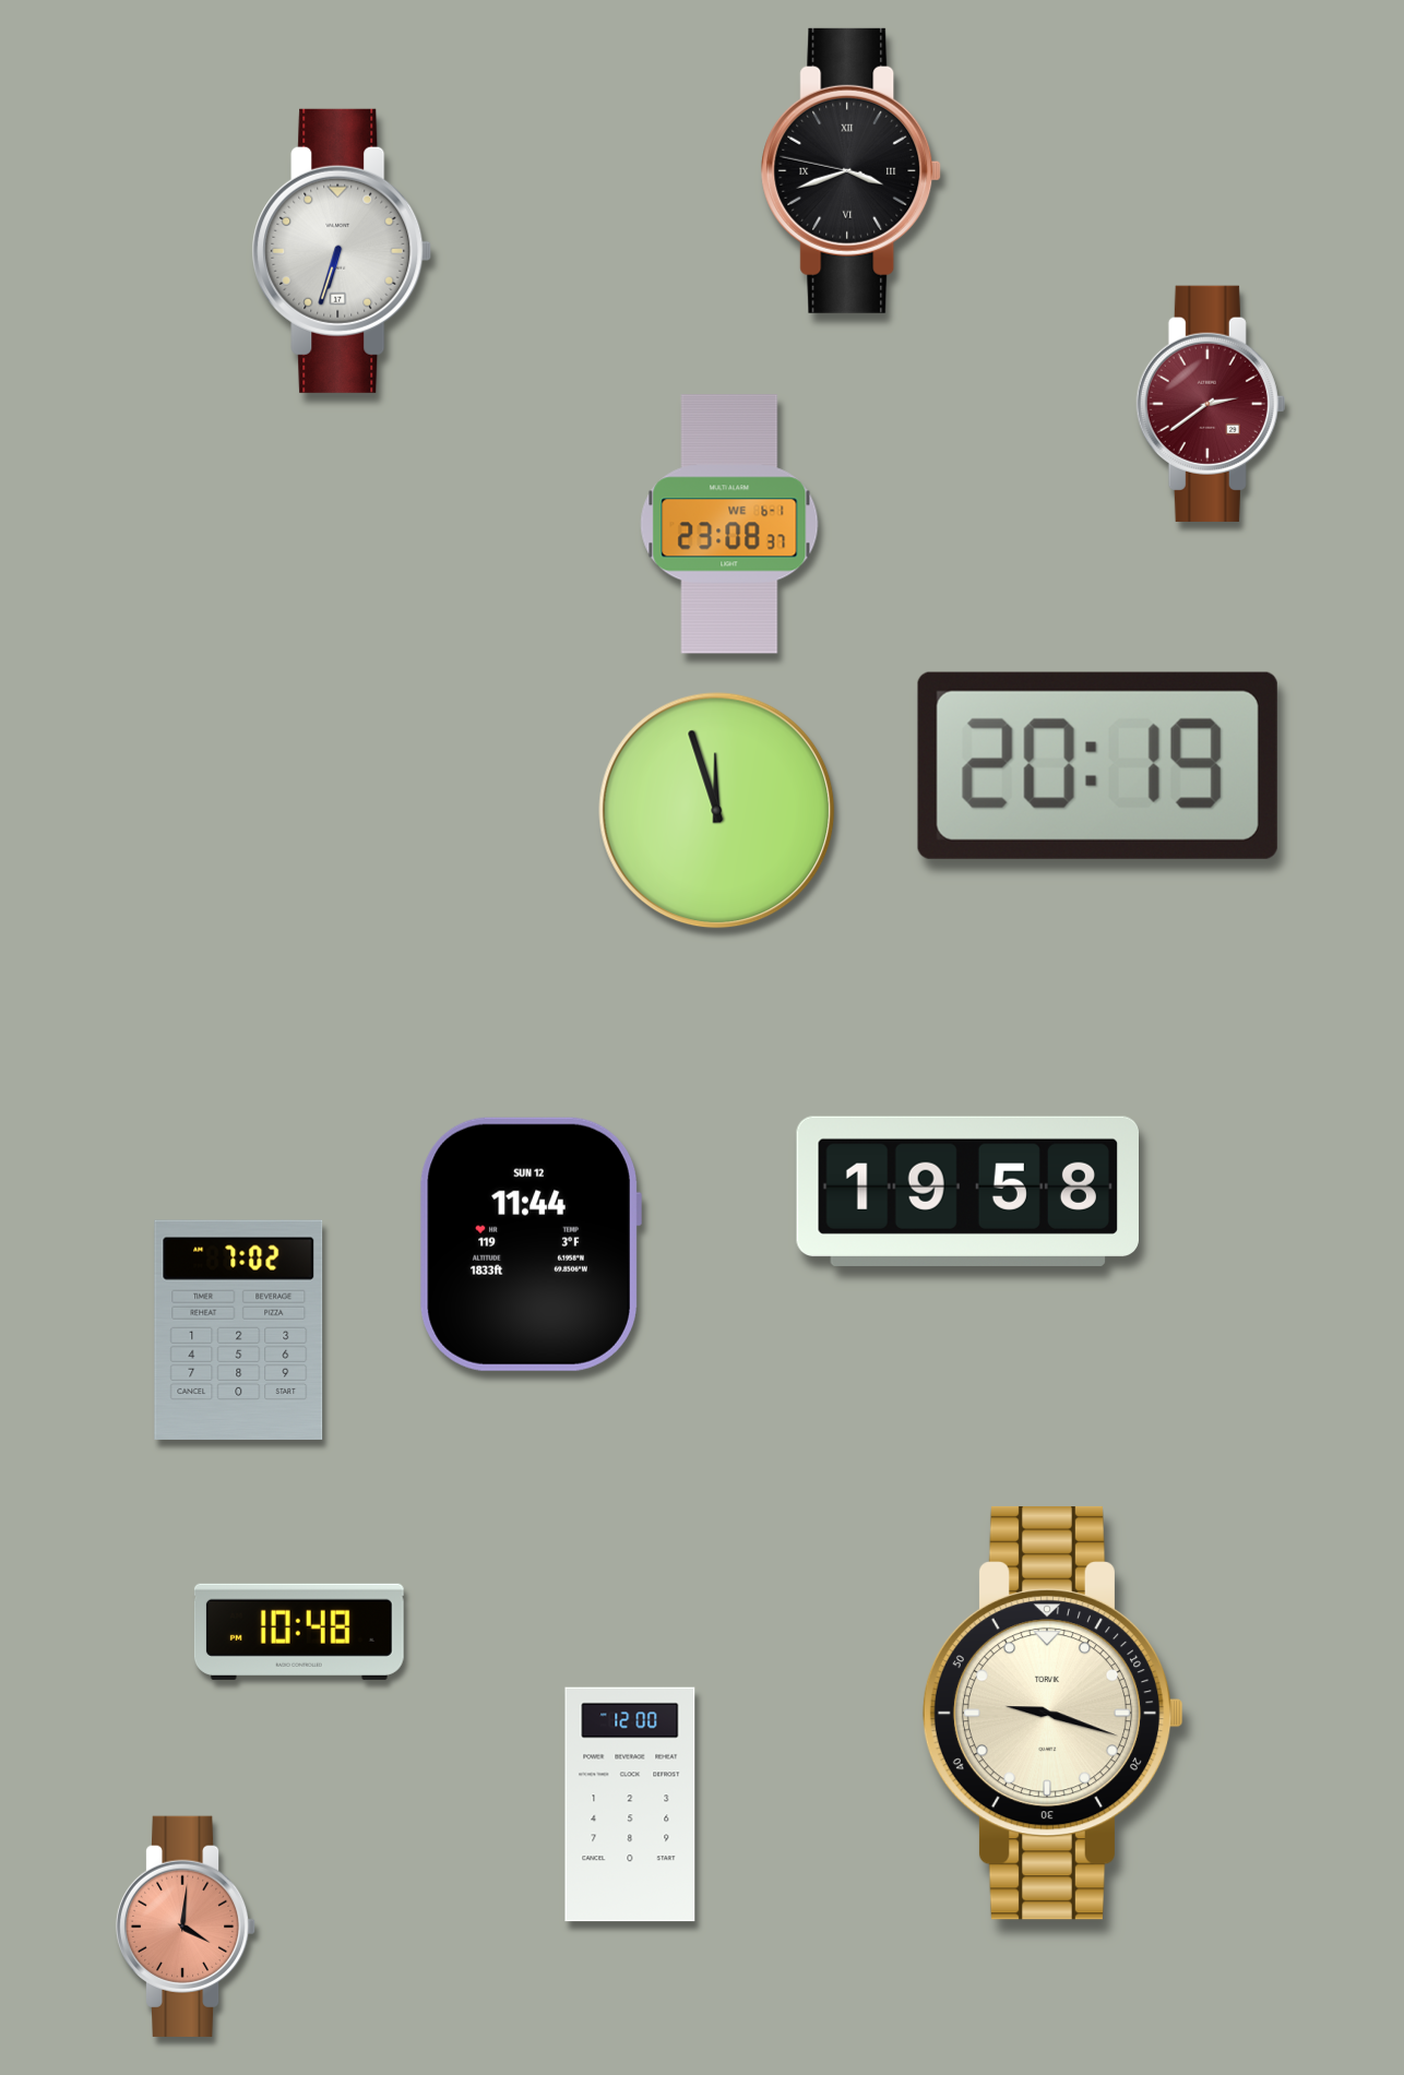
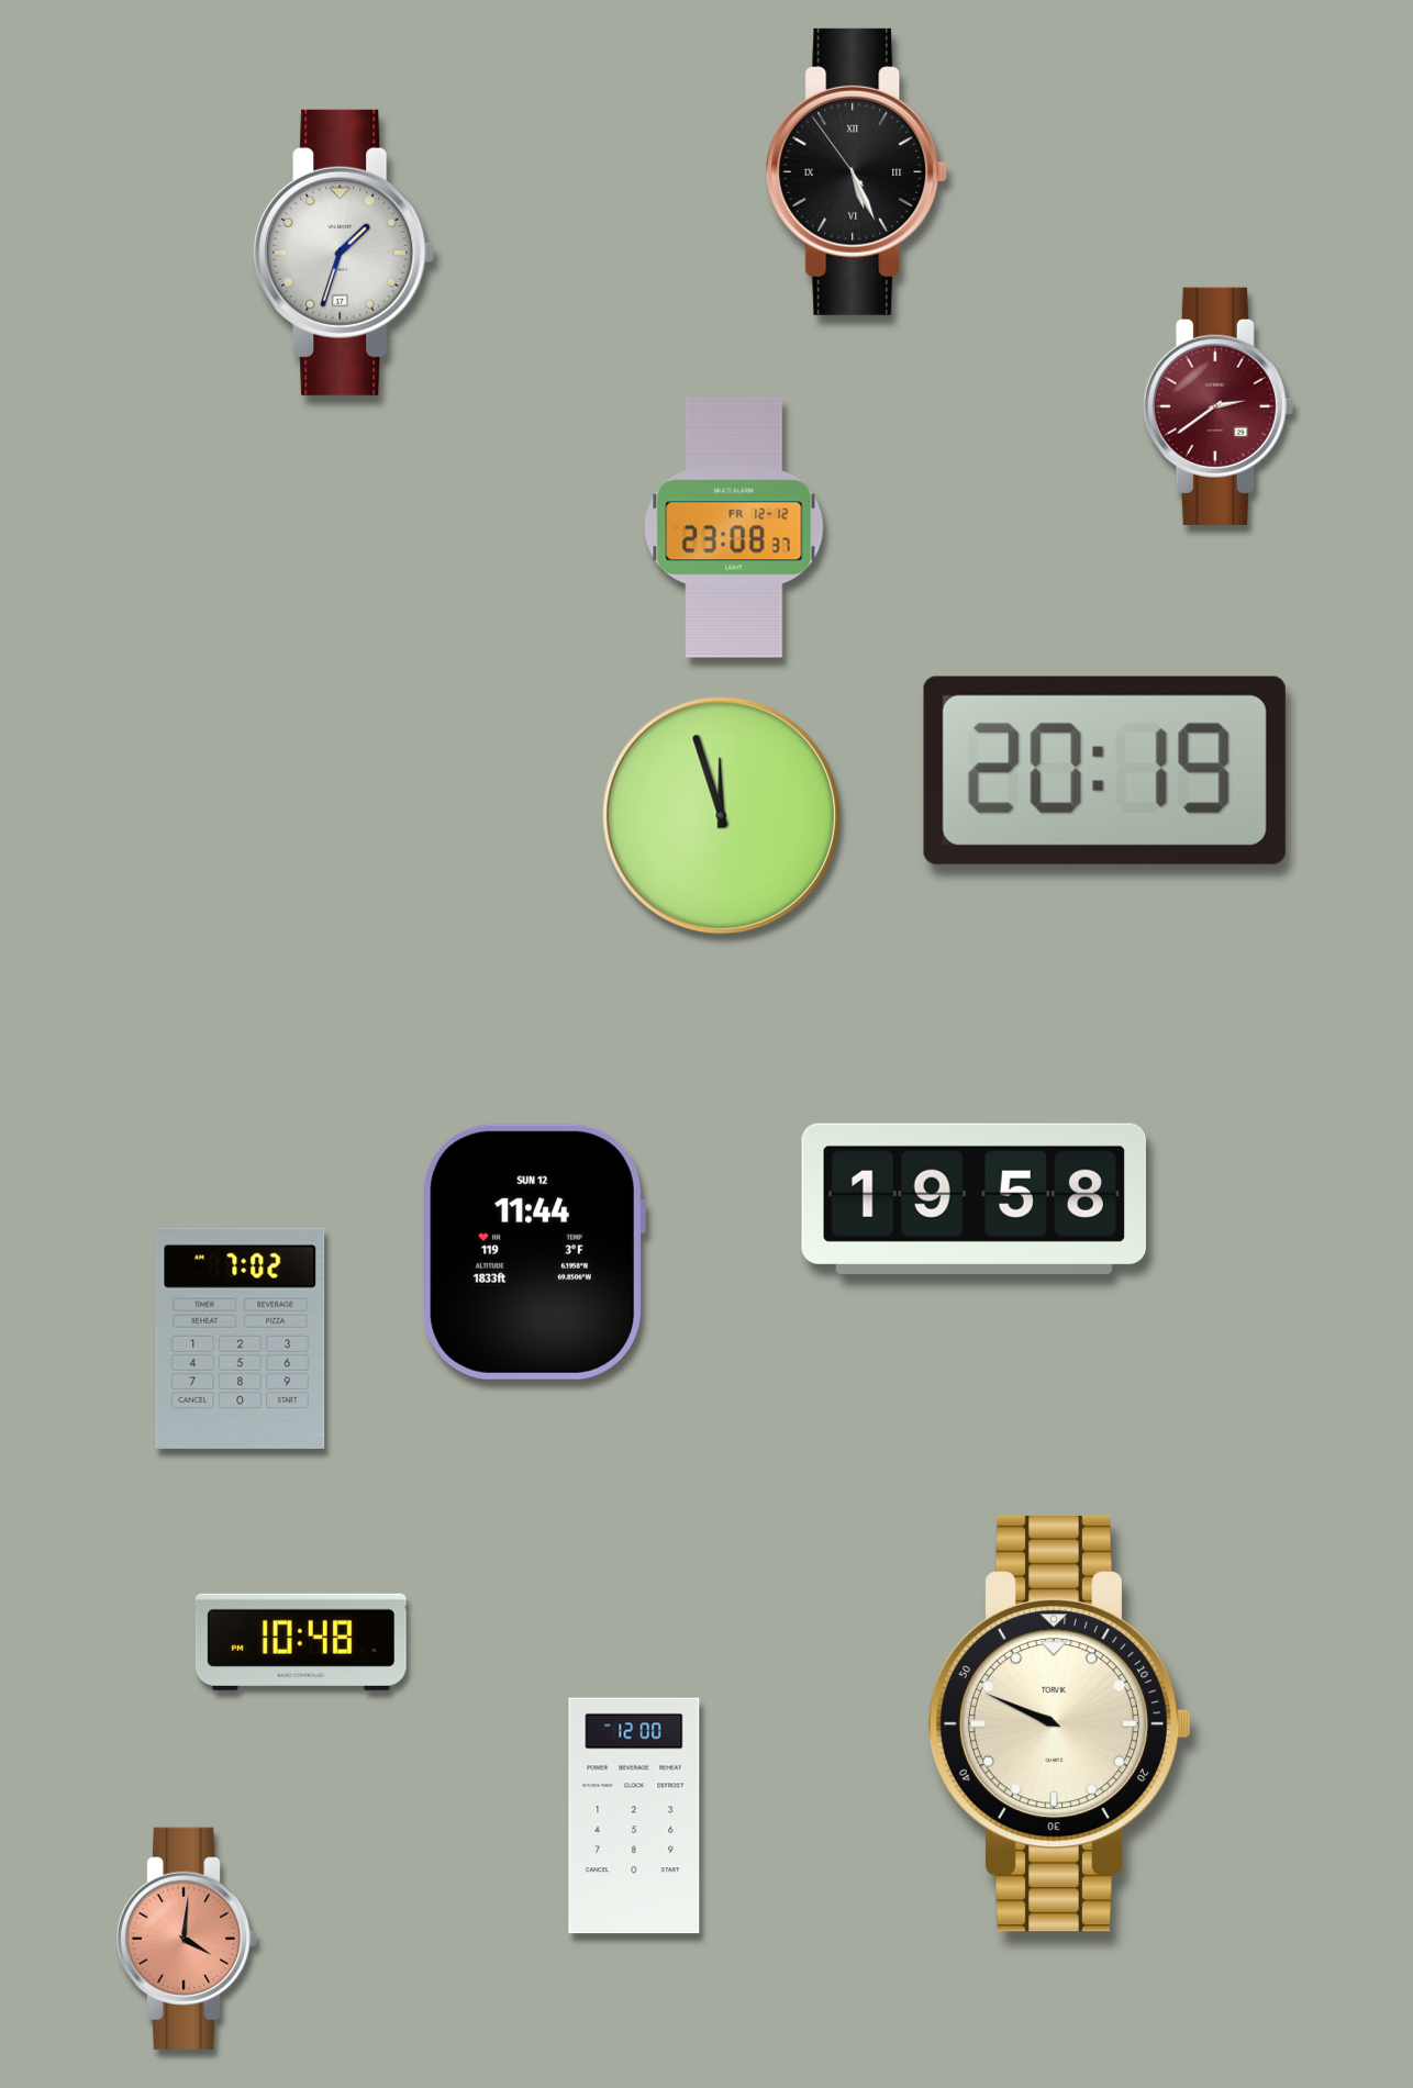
clock at (852, 170): 3:41 -> 5:25
clock at (342, 251): 6:33 -> 1:33
clock at (729, 524) date: WE 6-1 -> FR 12-12
clock at (1054, 1713): 9:18 -> 9:49
